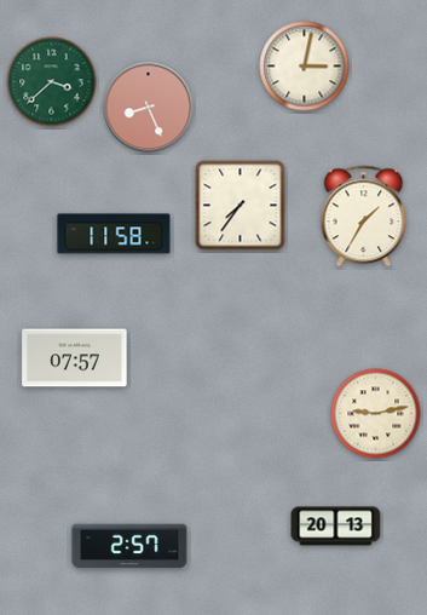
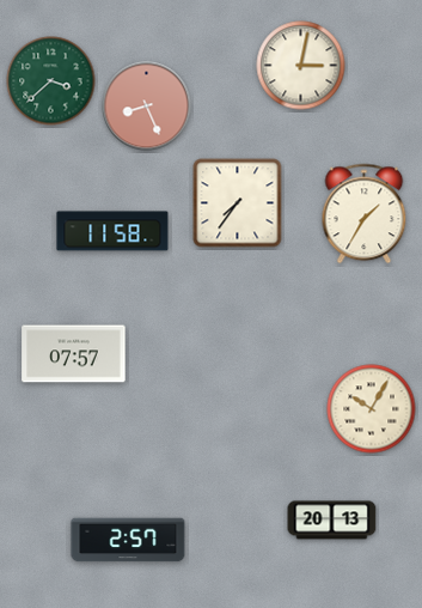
clock at (364, 217) position: (364, 217) -> (365, 214)
clock at (376, 414): 9:13 -> 10:05
